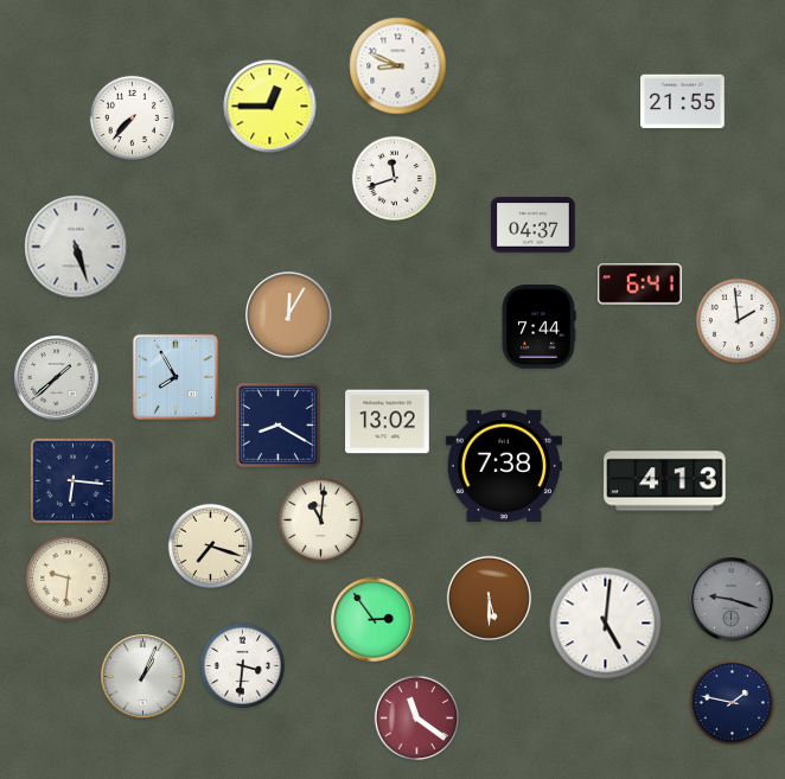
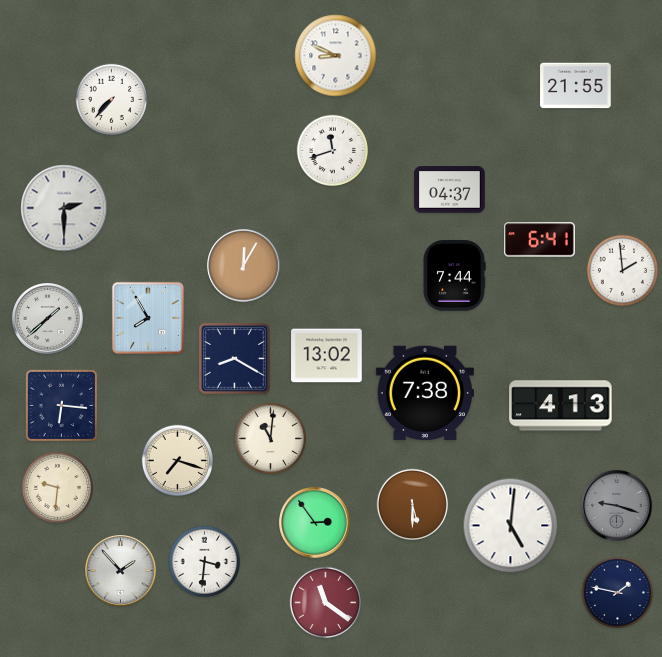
clock at (270, 107): 12:45 -> none
clock at (76, 247): 5:27 -> 2:30
clock at (143, 677): 1:04 -> 1:53
clock at (416, 717) position: (416, 717) -> (325, 602)
